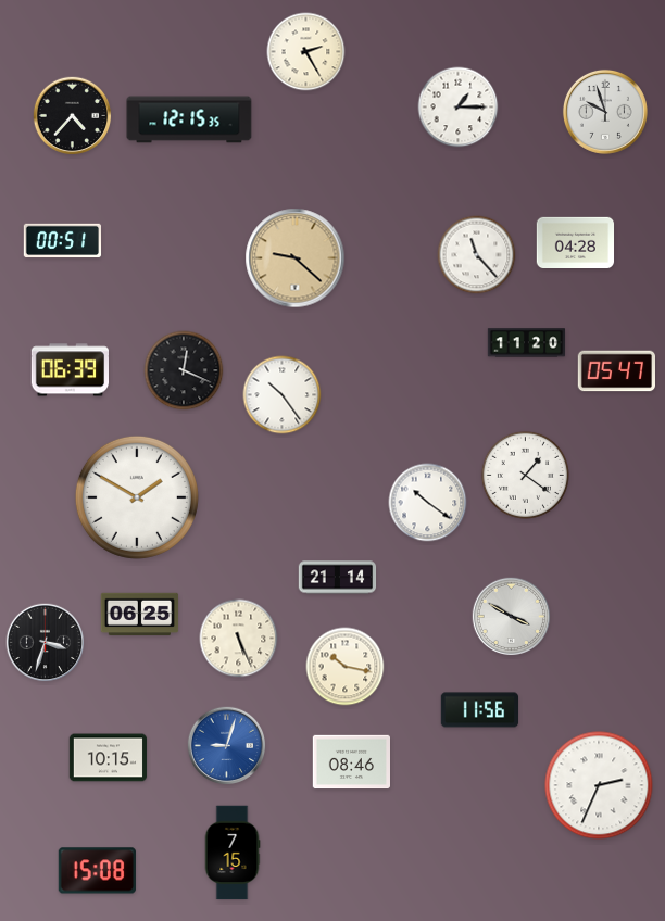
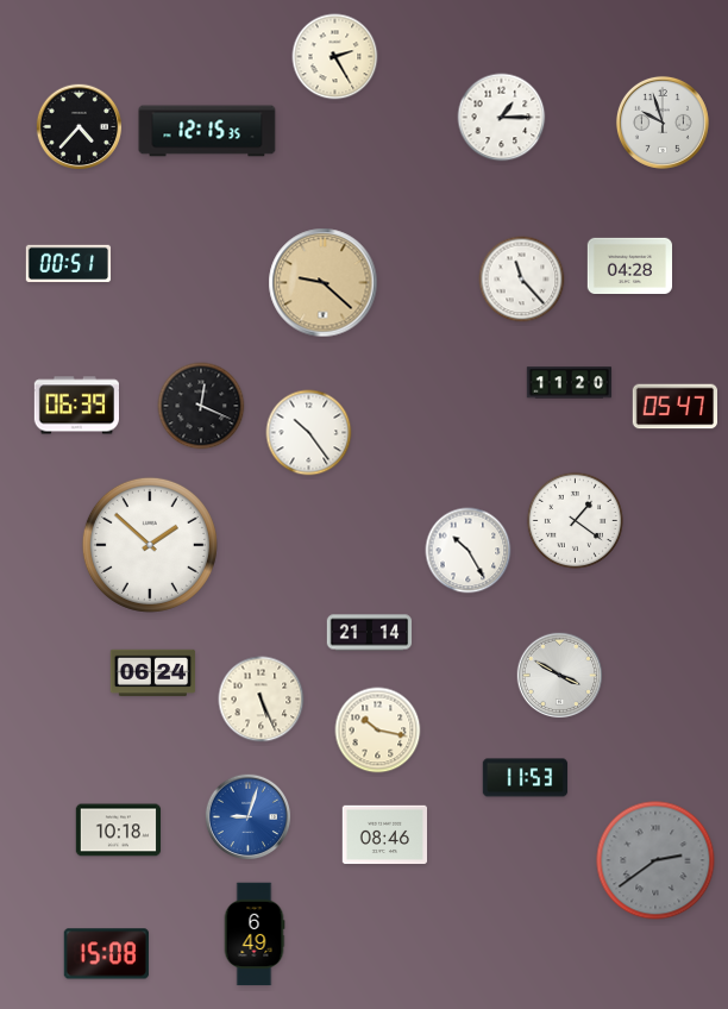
clock at (527, 343) position: (527, 343) -> (570, 383)
clock at (137, 497): 1:50 -> 1:52
clock at (428, 503): 10:21 -> 10:25
clock at (140, 615): 06:25 -> 06:24
clock at (46, 643): 3:33 -> none
clock at (480, 710): 11:56 -> 11:53
clock at (109, 758): 10:15 -> 10:18
clock at (599, 785): 2:34 -> 2:39
clock at (599, 785) dial: white -> grey
clock at (233, 853): 7:15 -> 6:49
